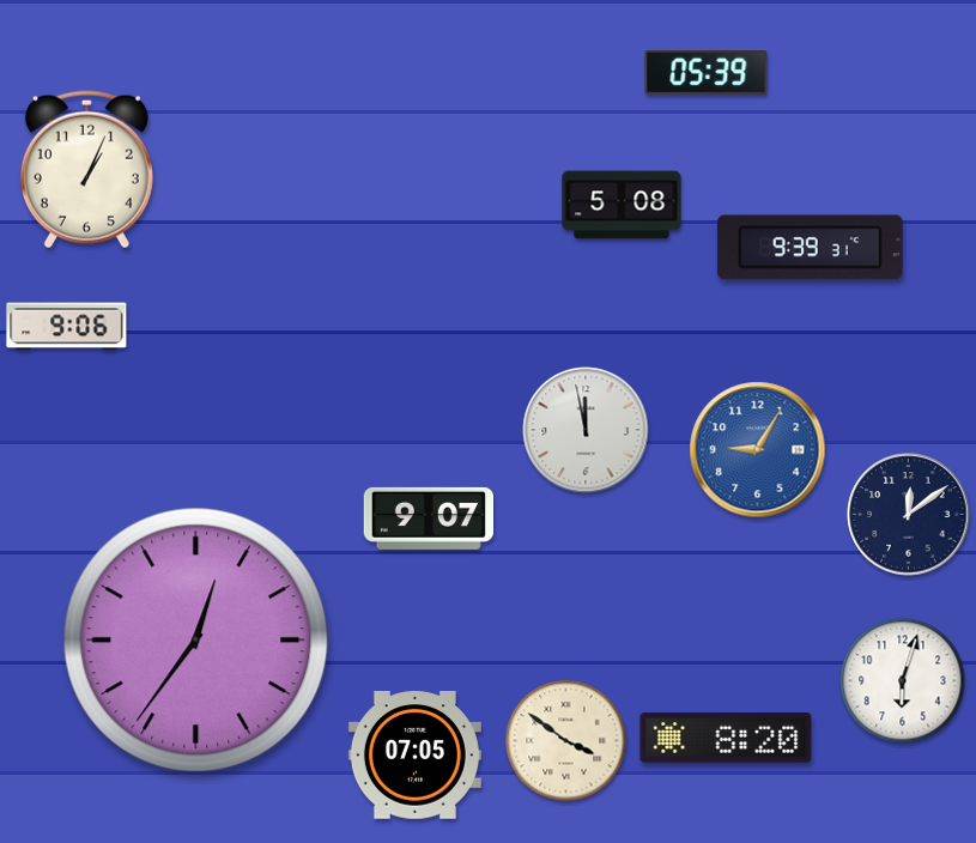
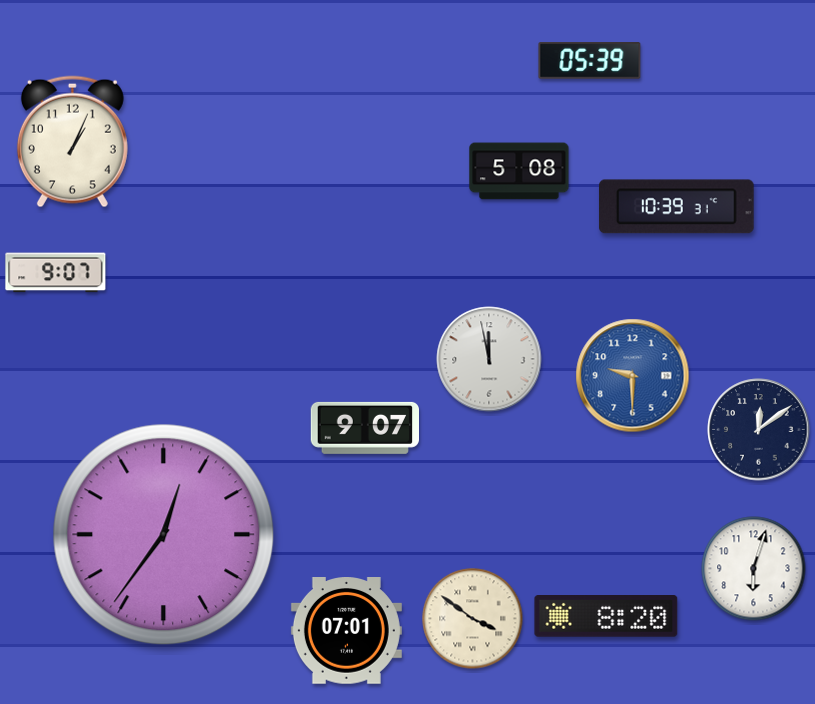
clock at (811, 248): 9:39 -> 10:39
clock at (67, 327): 9:06 -> 9:07
clock at (758, 450): 9:05 -> 9:30
clock at (428, 518) position: (428, 518) -> (364, 428)
clock at (414, 756): 07:05 -> 07:01
